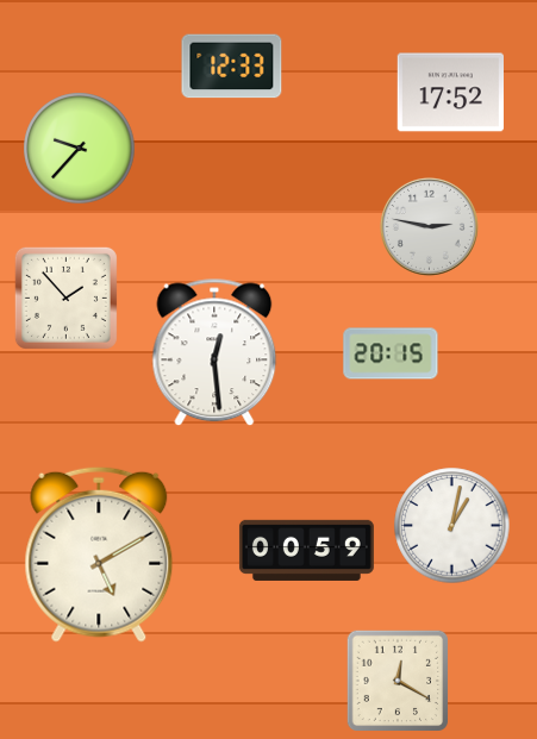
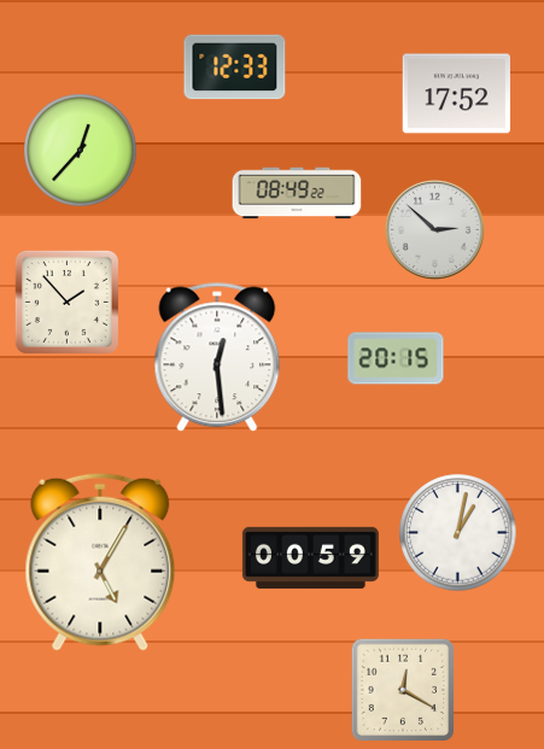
clock at (80, 149): 9:37 -> 12:37
clock at (297, 193): none -> 08:49
clock at (429, 226): 2:47 -> 2:52
clock at (99, 555): 5:10 -> 5:05
